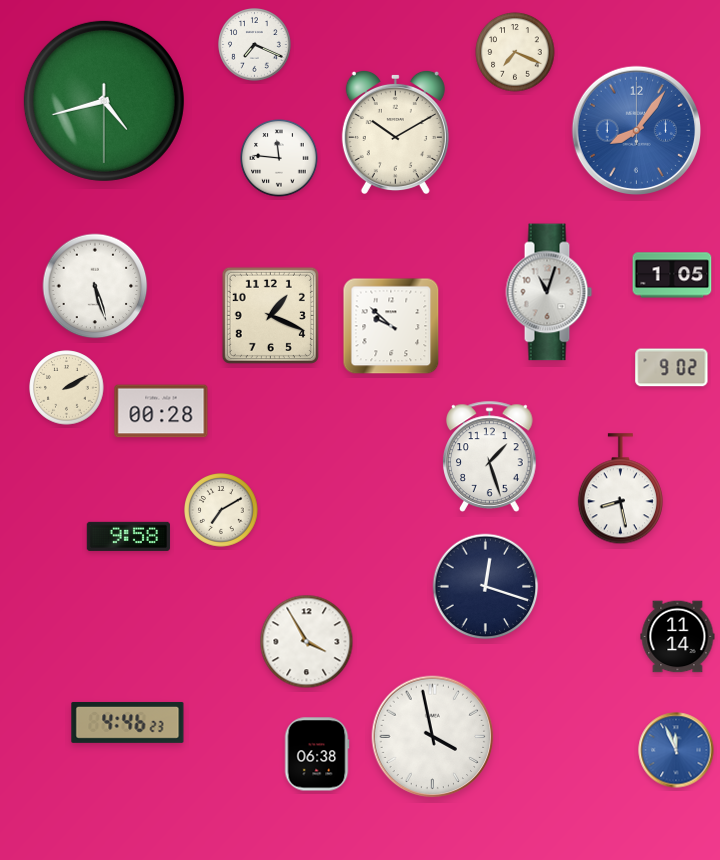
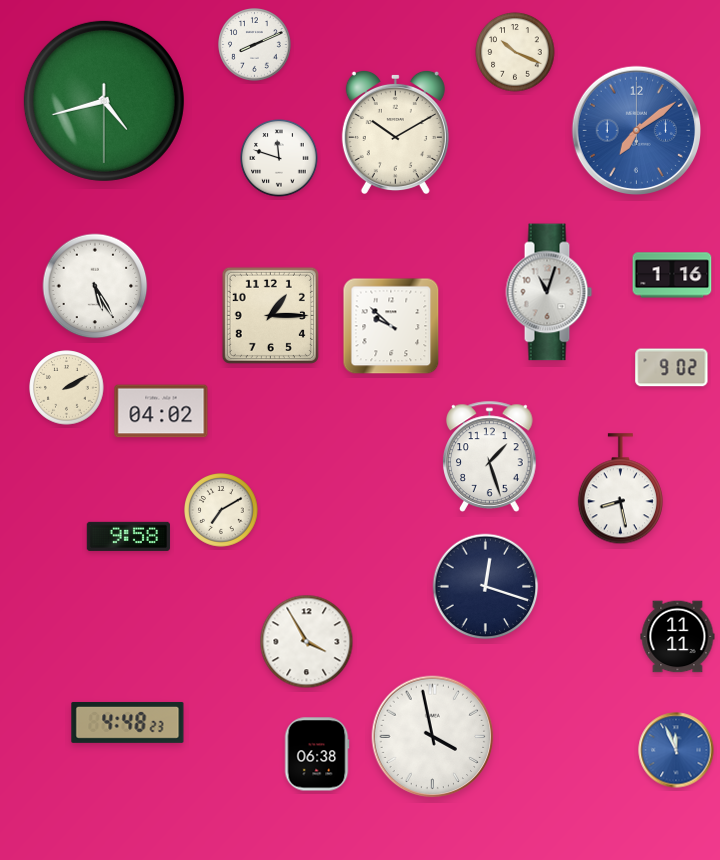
clock at (255, 45): 7:19 -> 8:11
clock at (515, 52): 7:19 -> 10:19
clock at (636, 130): 8:06 -> 7:09
clock at (279, 158): 11:46 -> 11:48
clock at (672, 275): 1:05 -> 1:16
clock at (95, 286): 5:27 -> 5:25
clock at (270, 315): 1:19 -> 1:15
clock at (161, 411): 00:28 -> 04:02
clock at (678, 637): 11:14 -> 11:11
clock at (128, 722): 4:46 -> 4:48
